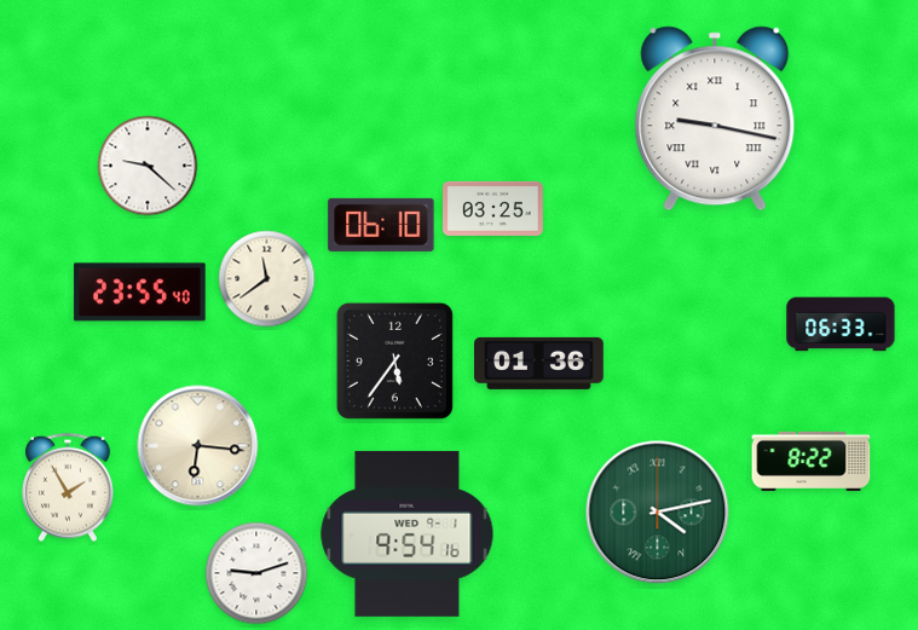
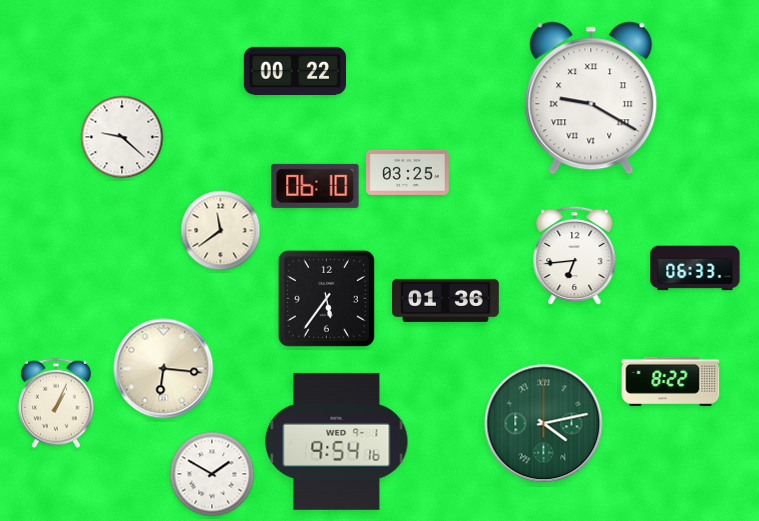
clock at (294, 71): none -> 00:22
clock at (715, 119): 9:17 -> 9:20
clock at (140, 293): 23:55 -> none
clock at (575, 256): none -> 6:44
clock at (68, 487): 1:55 -> 1:04
clock at (256, 573): 9:12 -> 1:50
